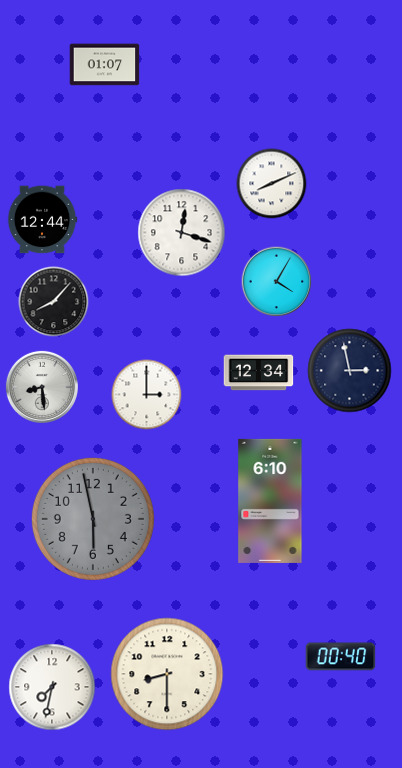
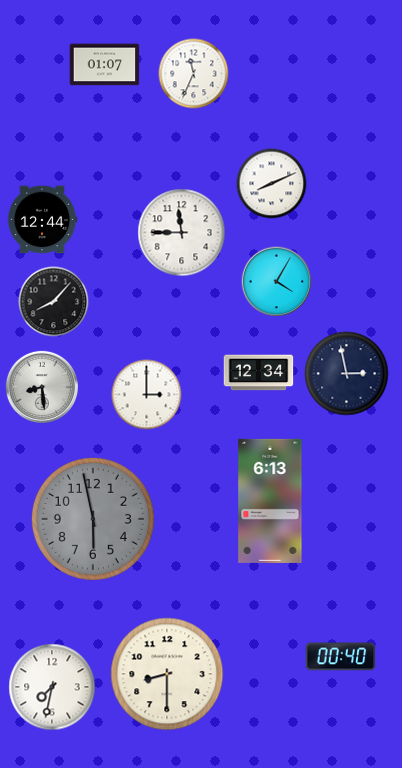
clock at (194, 74): none -> 11:34
clock at (182, 233): 12:18 -> 11:45
clock at (350, 371) position: (350, 371) -> (347, 374)
clock at (270, 501): 6:10 -> 6:13
